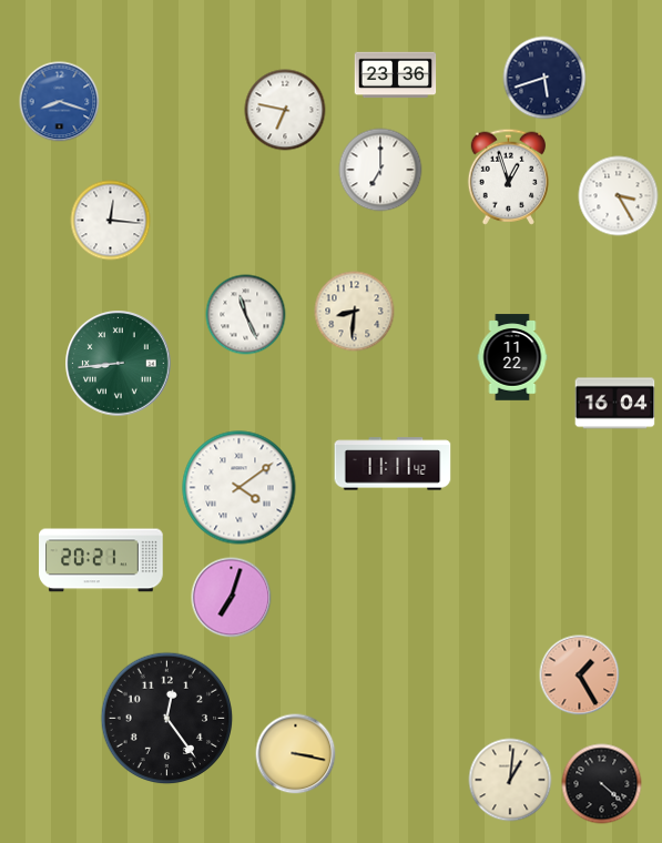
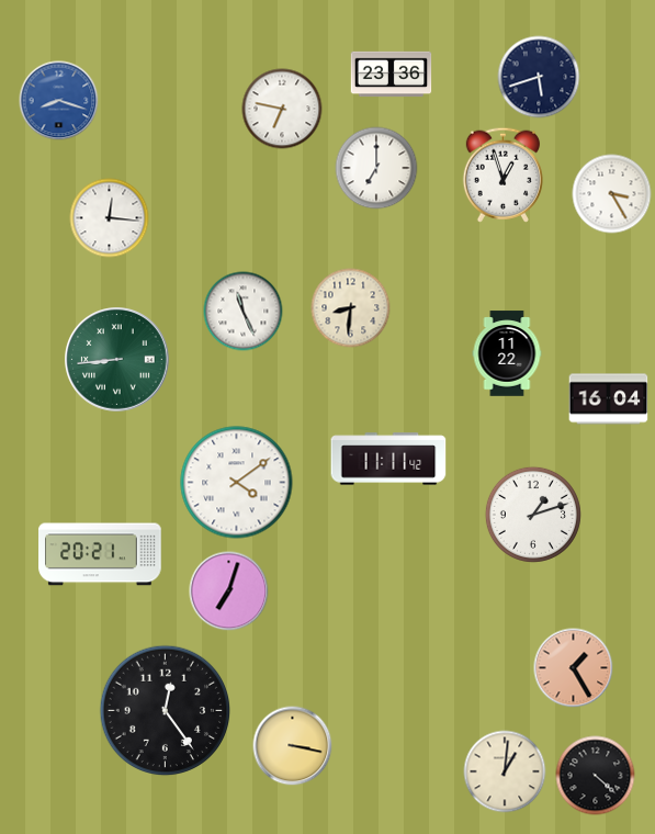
clock at (533, 515): none -> 1:12
